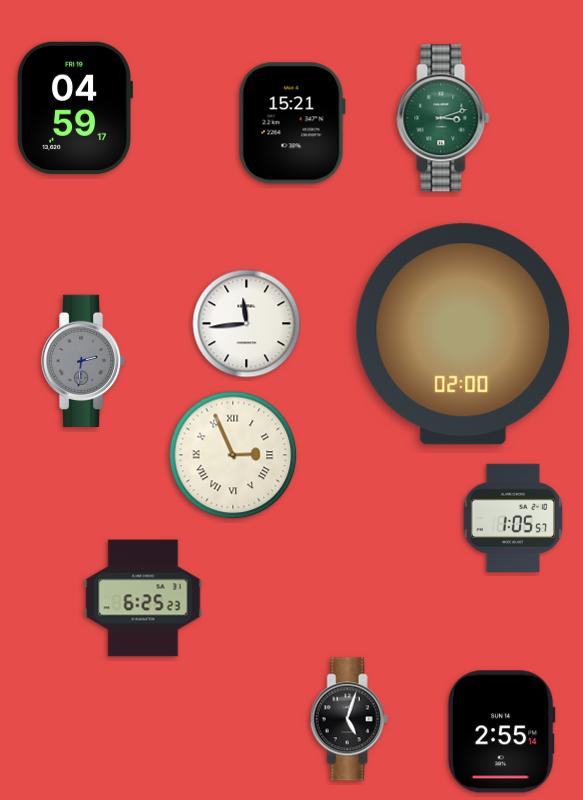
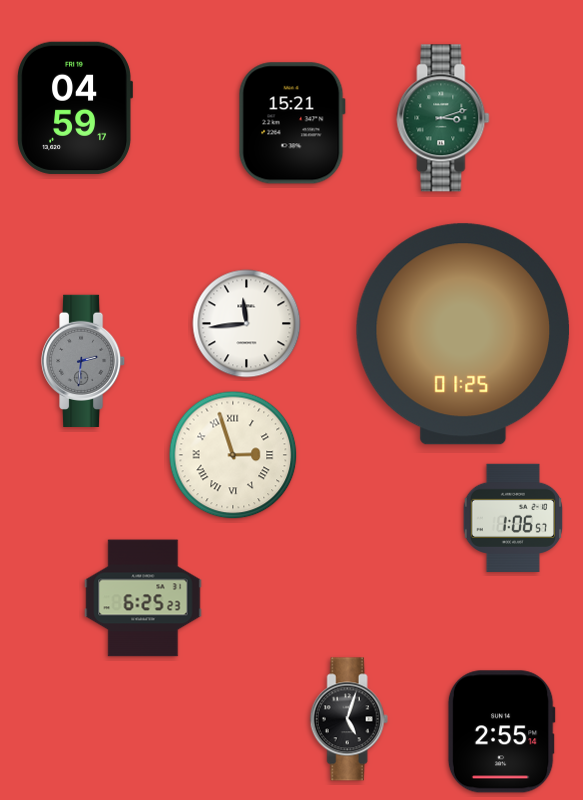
clock at (463, 334): 02:00 -> 01:25
clock at (233, 455): 2:56 -> 2:57
clock at (513, 518): 1:05 -> 1:06
